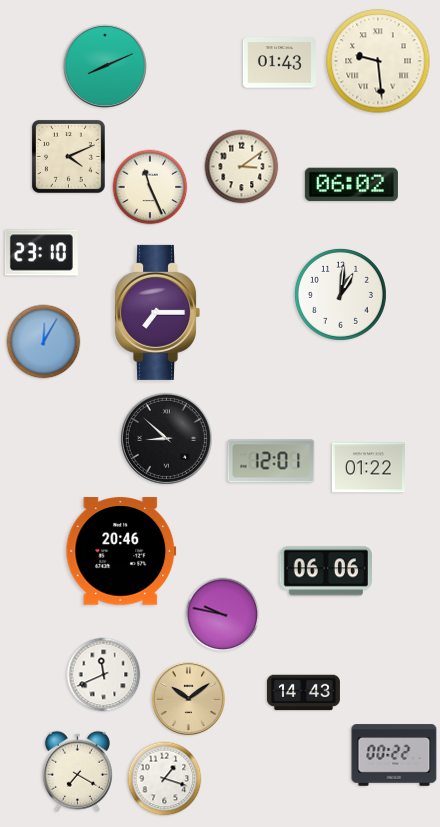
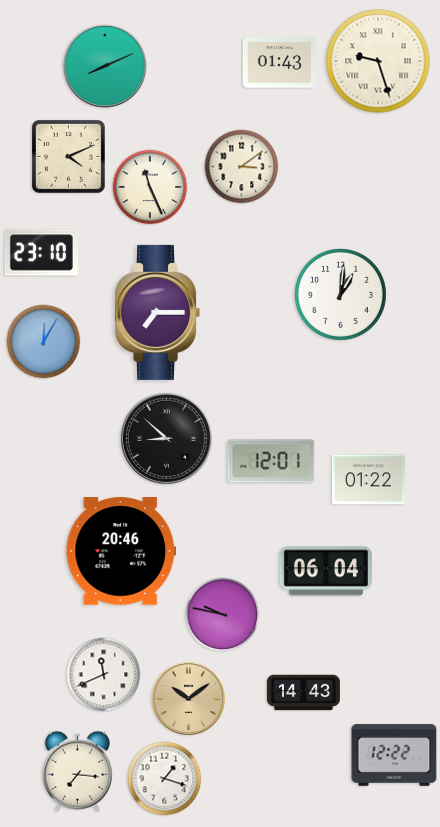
clock at (378, 61): 9:29 -> 9:27
clock at (351, 185): 06:02 -> none
clock at (368, 468) position: (368, 468) -> (368, 480)
clock at (326, 571): 06:06 -> 06:04
clock at (394, 755): 00:22 -> 12:22
clock at (77, 771): 7:20 -> 7:16
